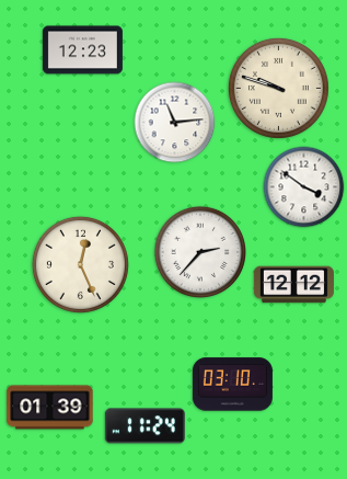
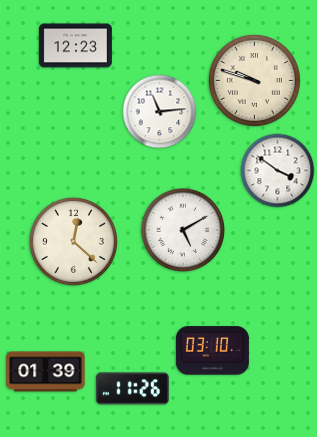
clock at (199, 251): 2:37 -> 5:10
clock at (80, 264): 12:26 -> 12:22
clock at (293, 285): 12:12 -> none
clock at (144, 426): 11:24 -> 11:26
